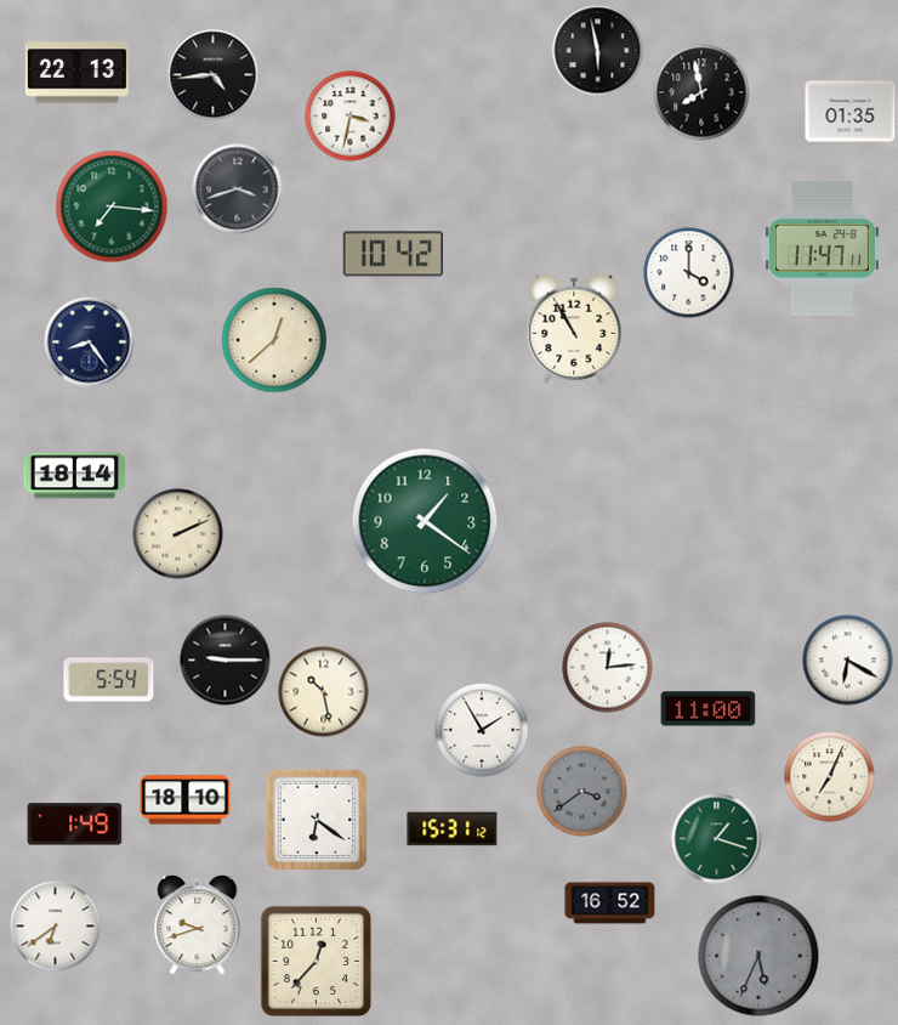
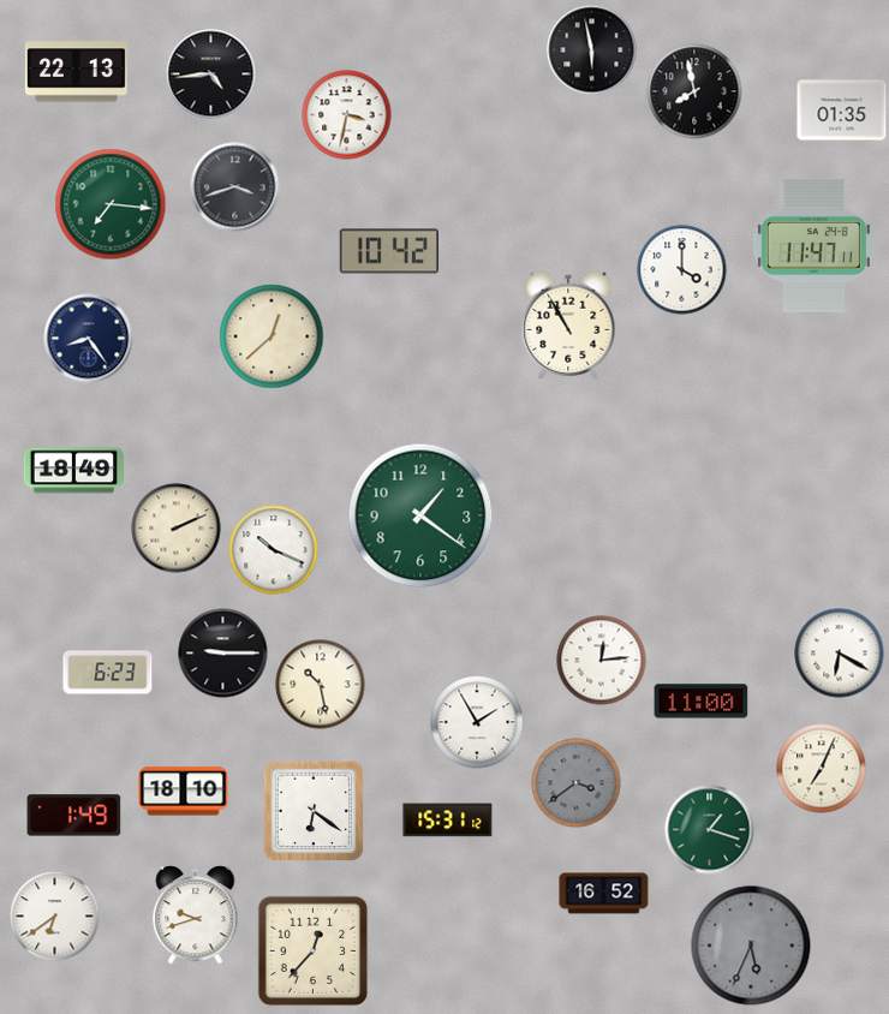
clock at (74, 476): 18:14 -> 18:49
clock at (274, 550): none -> 10:19
clock at (109, 680): 5:54 -> 6:23
